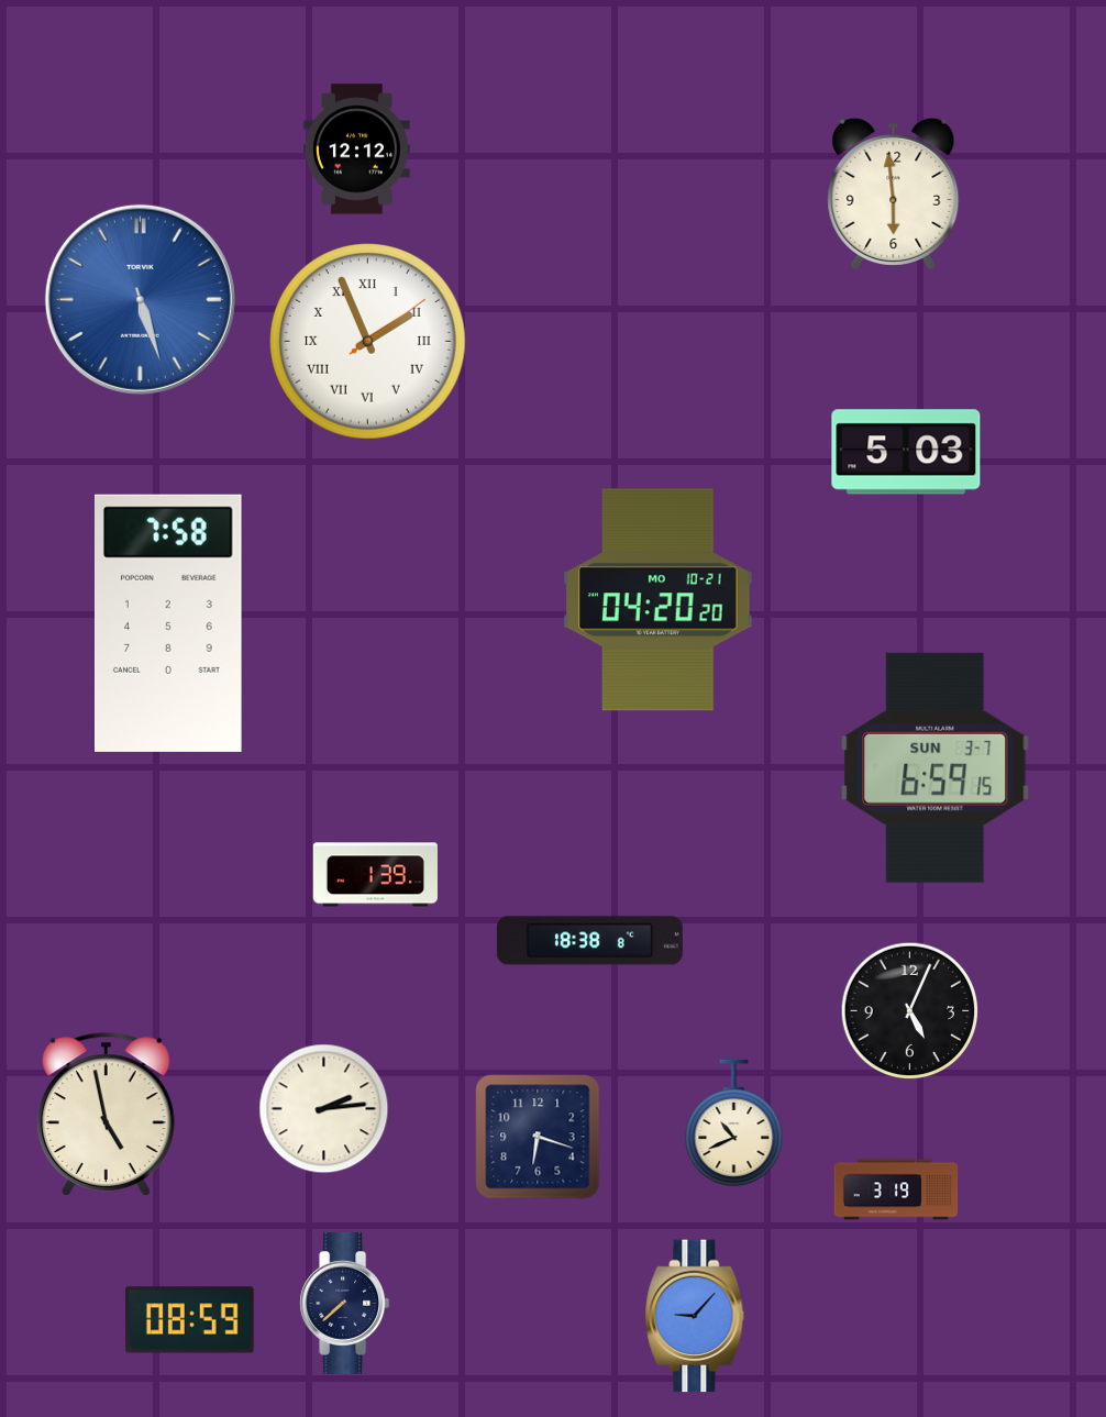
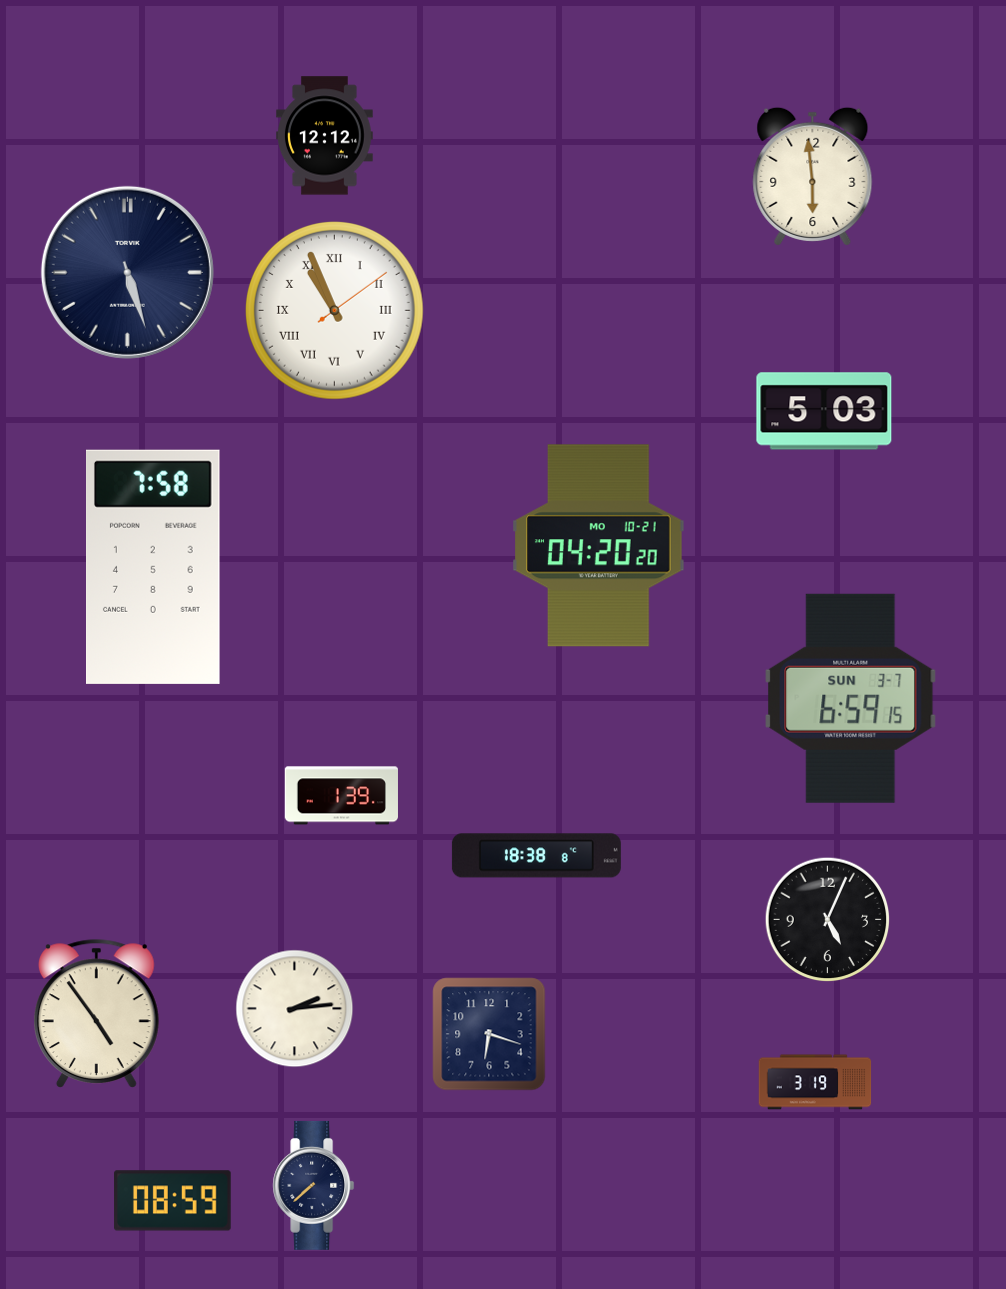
clock at (140, 299) dial: blue -> navy
clock at (367, 341): 1:56 -> 10:56
clock at (106, 1114): 4:58 -> 4:54
clock at (734, 1122): 10:41 -> none
clock at (695, 1316): 9:07 -> none
